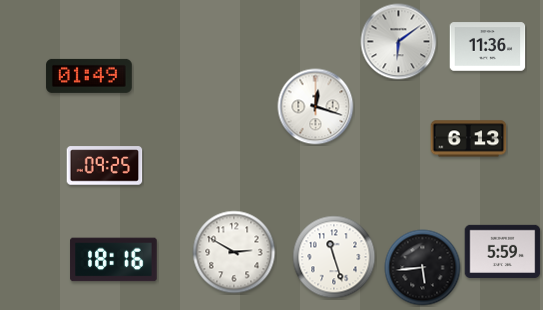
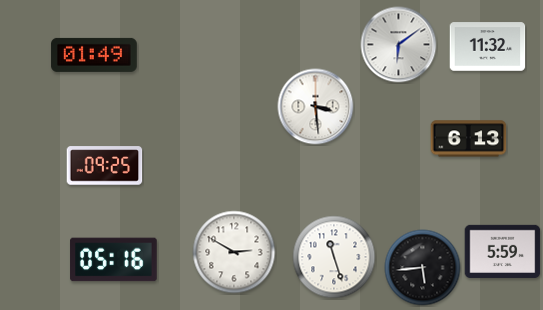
clock at (399, 42) position: (399, 42) -> (399, 45)
clock at (488, 47): 11:36 -> 11:32
clock at (89, 76) position: (89, 76) -> (94, 55)
clock at (316, 107): 12:18 -> 3:29
clock at (114, 260): 18:16 -> 05:16
